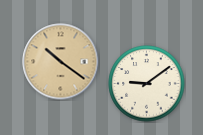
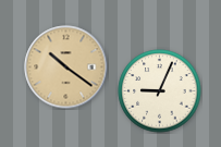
clock at (147, 84): 9:09 -> 9:04
